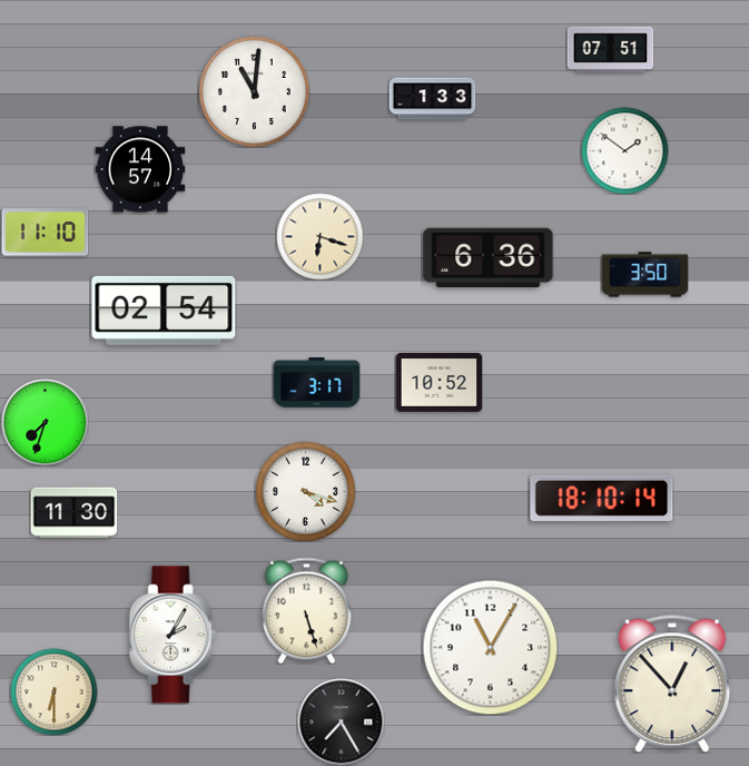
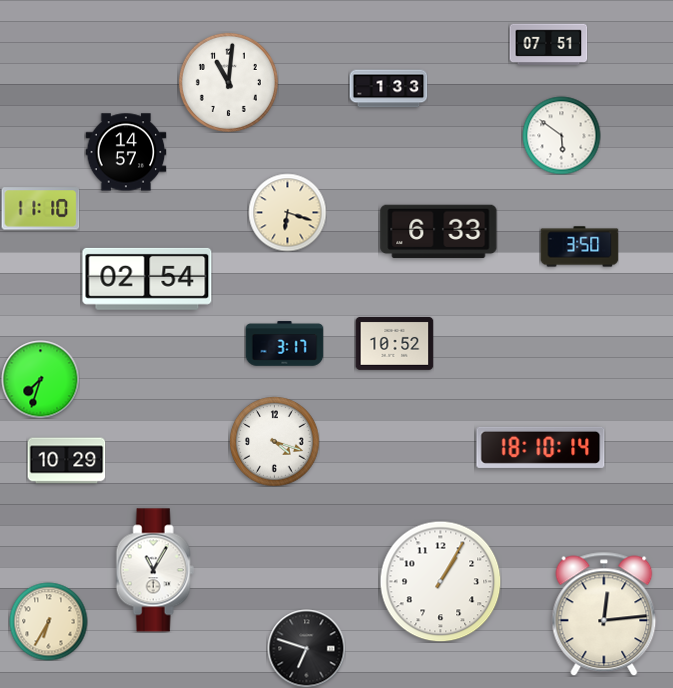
clock at (624, 150): 1:51 -> 5:51
clock at (489, 258): 6:36 -> 6:33
clock at (73, 513): 11:30 -> 10:29
clock at (306, 610): 5:27 -> none
clock at (173, 635): 2:05 -> 11:05
clock at (490, 647): 11:05 -> 1:05
clock at (672, 684): 12:53 -> 12:14
clock at (53, 691): 6:30 -> 6:35
clock at (341, 721): 7:25 -> 6:48
